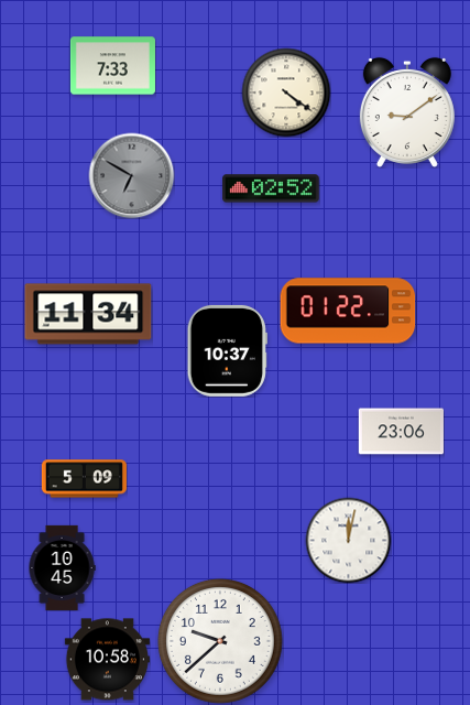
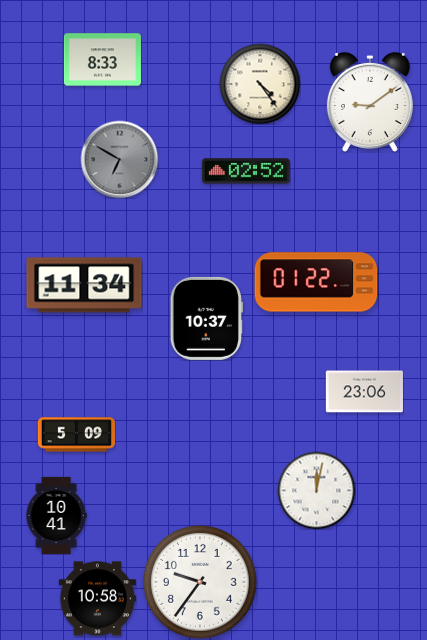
clock at (112, 66): 7:33 -> 8:33
clock at (286, 93): 4:21 -> 4:24
clock at (88, 314) position: (88, 314) -> (84, 285)
clock at (62, 567): 10:45 -> 10:41
clock at (220, 641): 9:38 -> 9:36
